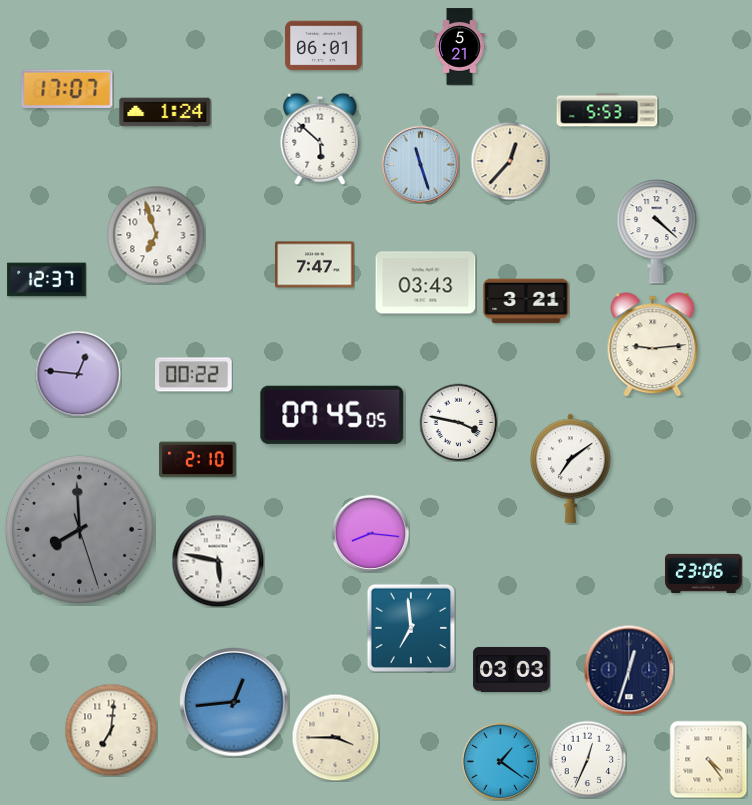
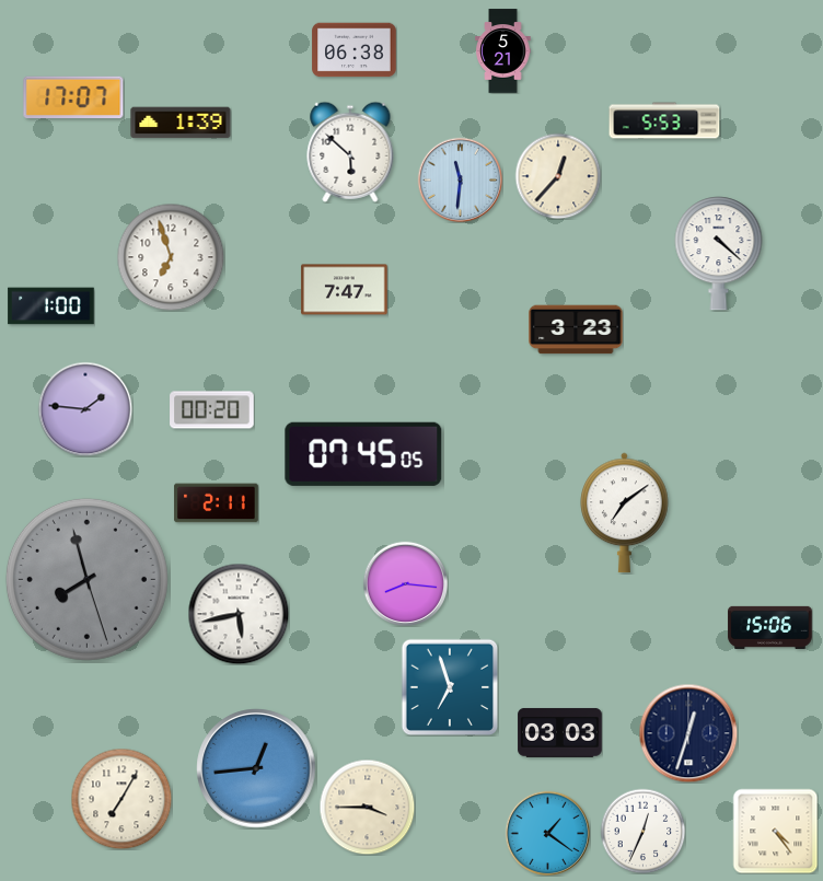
clock at (324, 46): 06:01 -> 06:38
clock at (165, 112): 1:24 -> 1:39
clock at (420, 164): 11:27 -> 11:31
clock at (47, 280): 12:37 -> 1:00
clock at (426, 283): 03:43 -> none
clock at (526, 301): 3:21 -> 3:23
clock at (653, 345): 9:14 -> none
clock at (78, 374): 12:46 -> 1:46
clock at (194, 375): 00:22 -> 00:20
clock at (458, 422): 3:47 -> none
clock at (198, 460): 2:10 -> 2:11
clock at (79, 529): 7:59 -> 7:57
clock at (218, 561): 5:47 -> 5:43
clock at (704, 573): 23:06 -> 15:06
clock at (411, 628): 6:59 -> 6:57
clock at (111, 730): 7:01 -> 7:05
